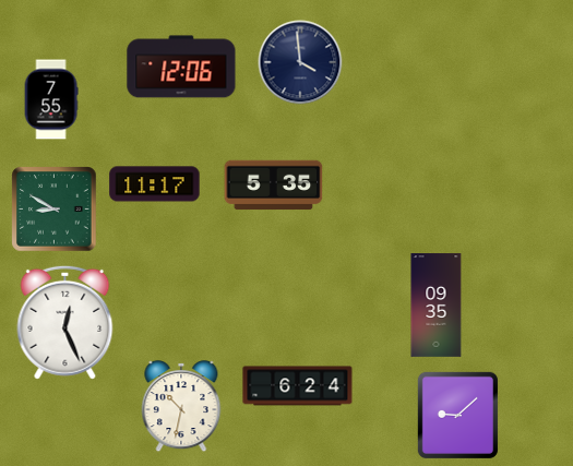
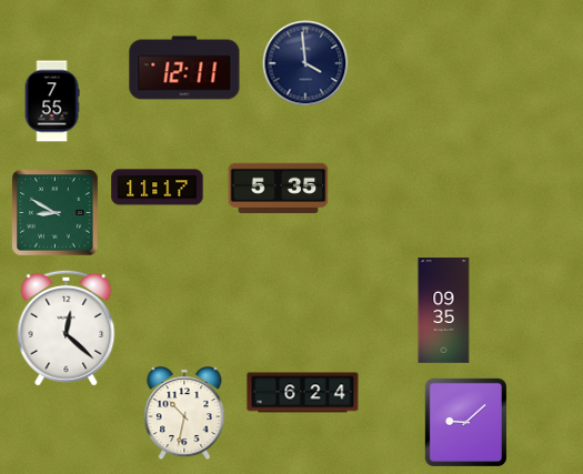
clock at (181, 67): 12:06 -> 12:11
clock at (65, 322): 12:26 -> 12:22
